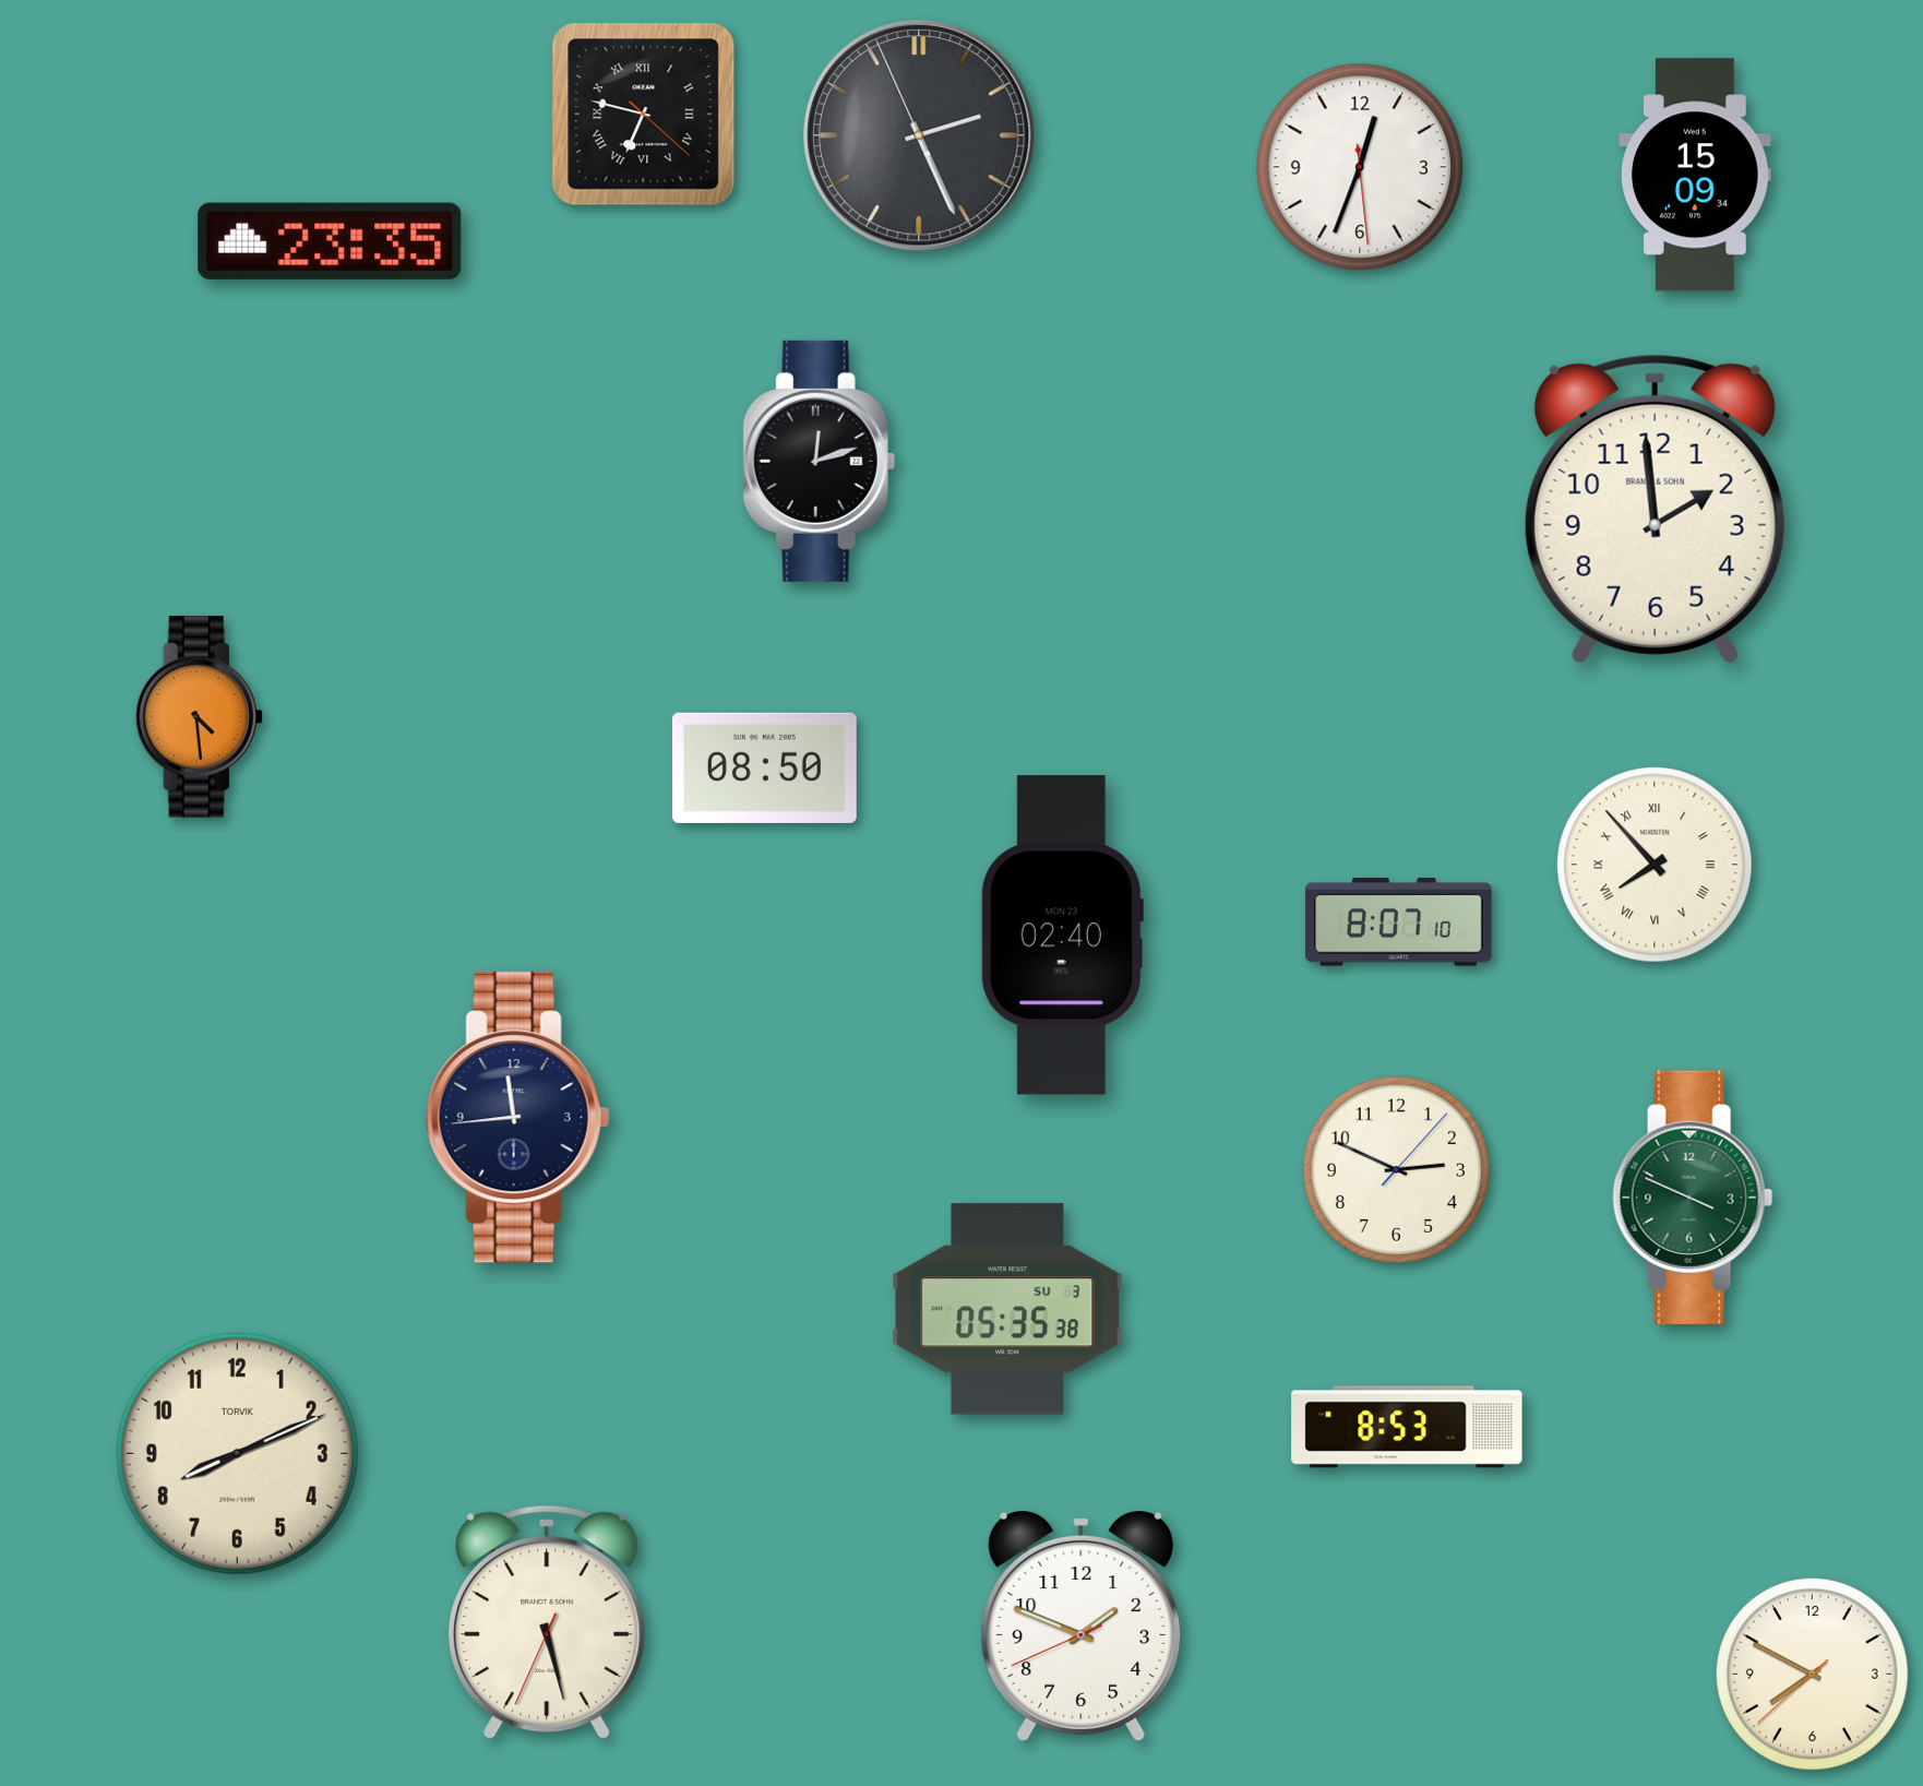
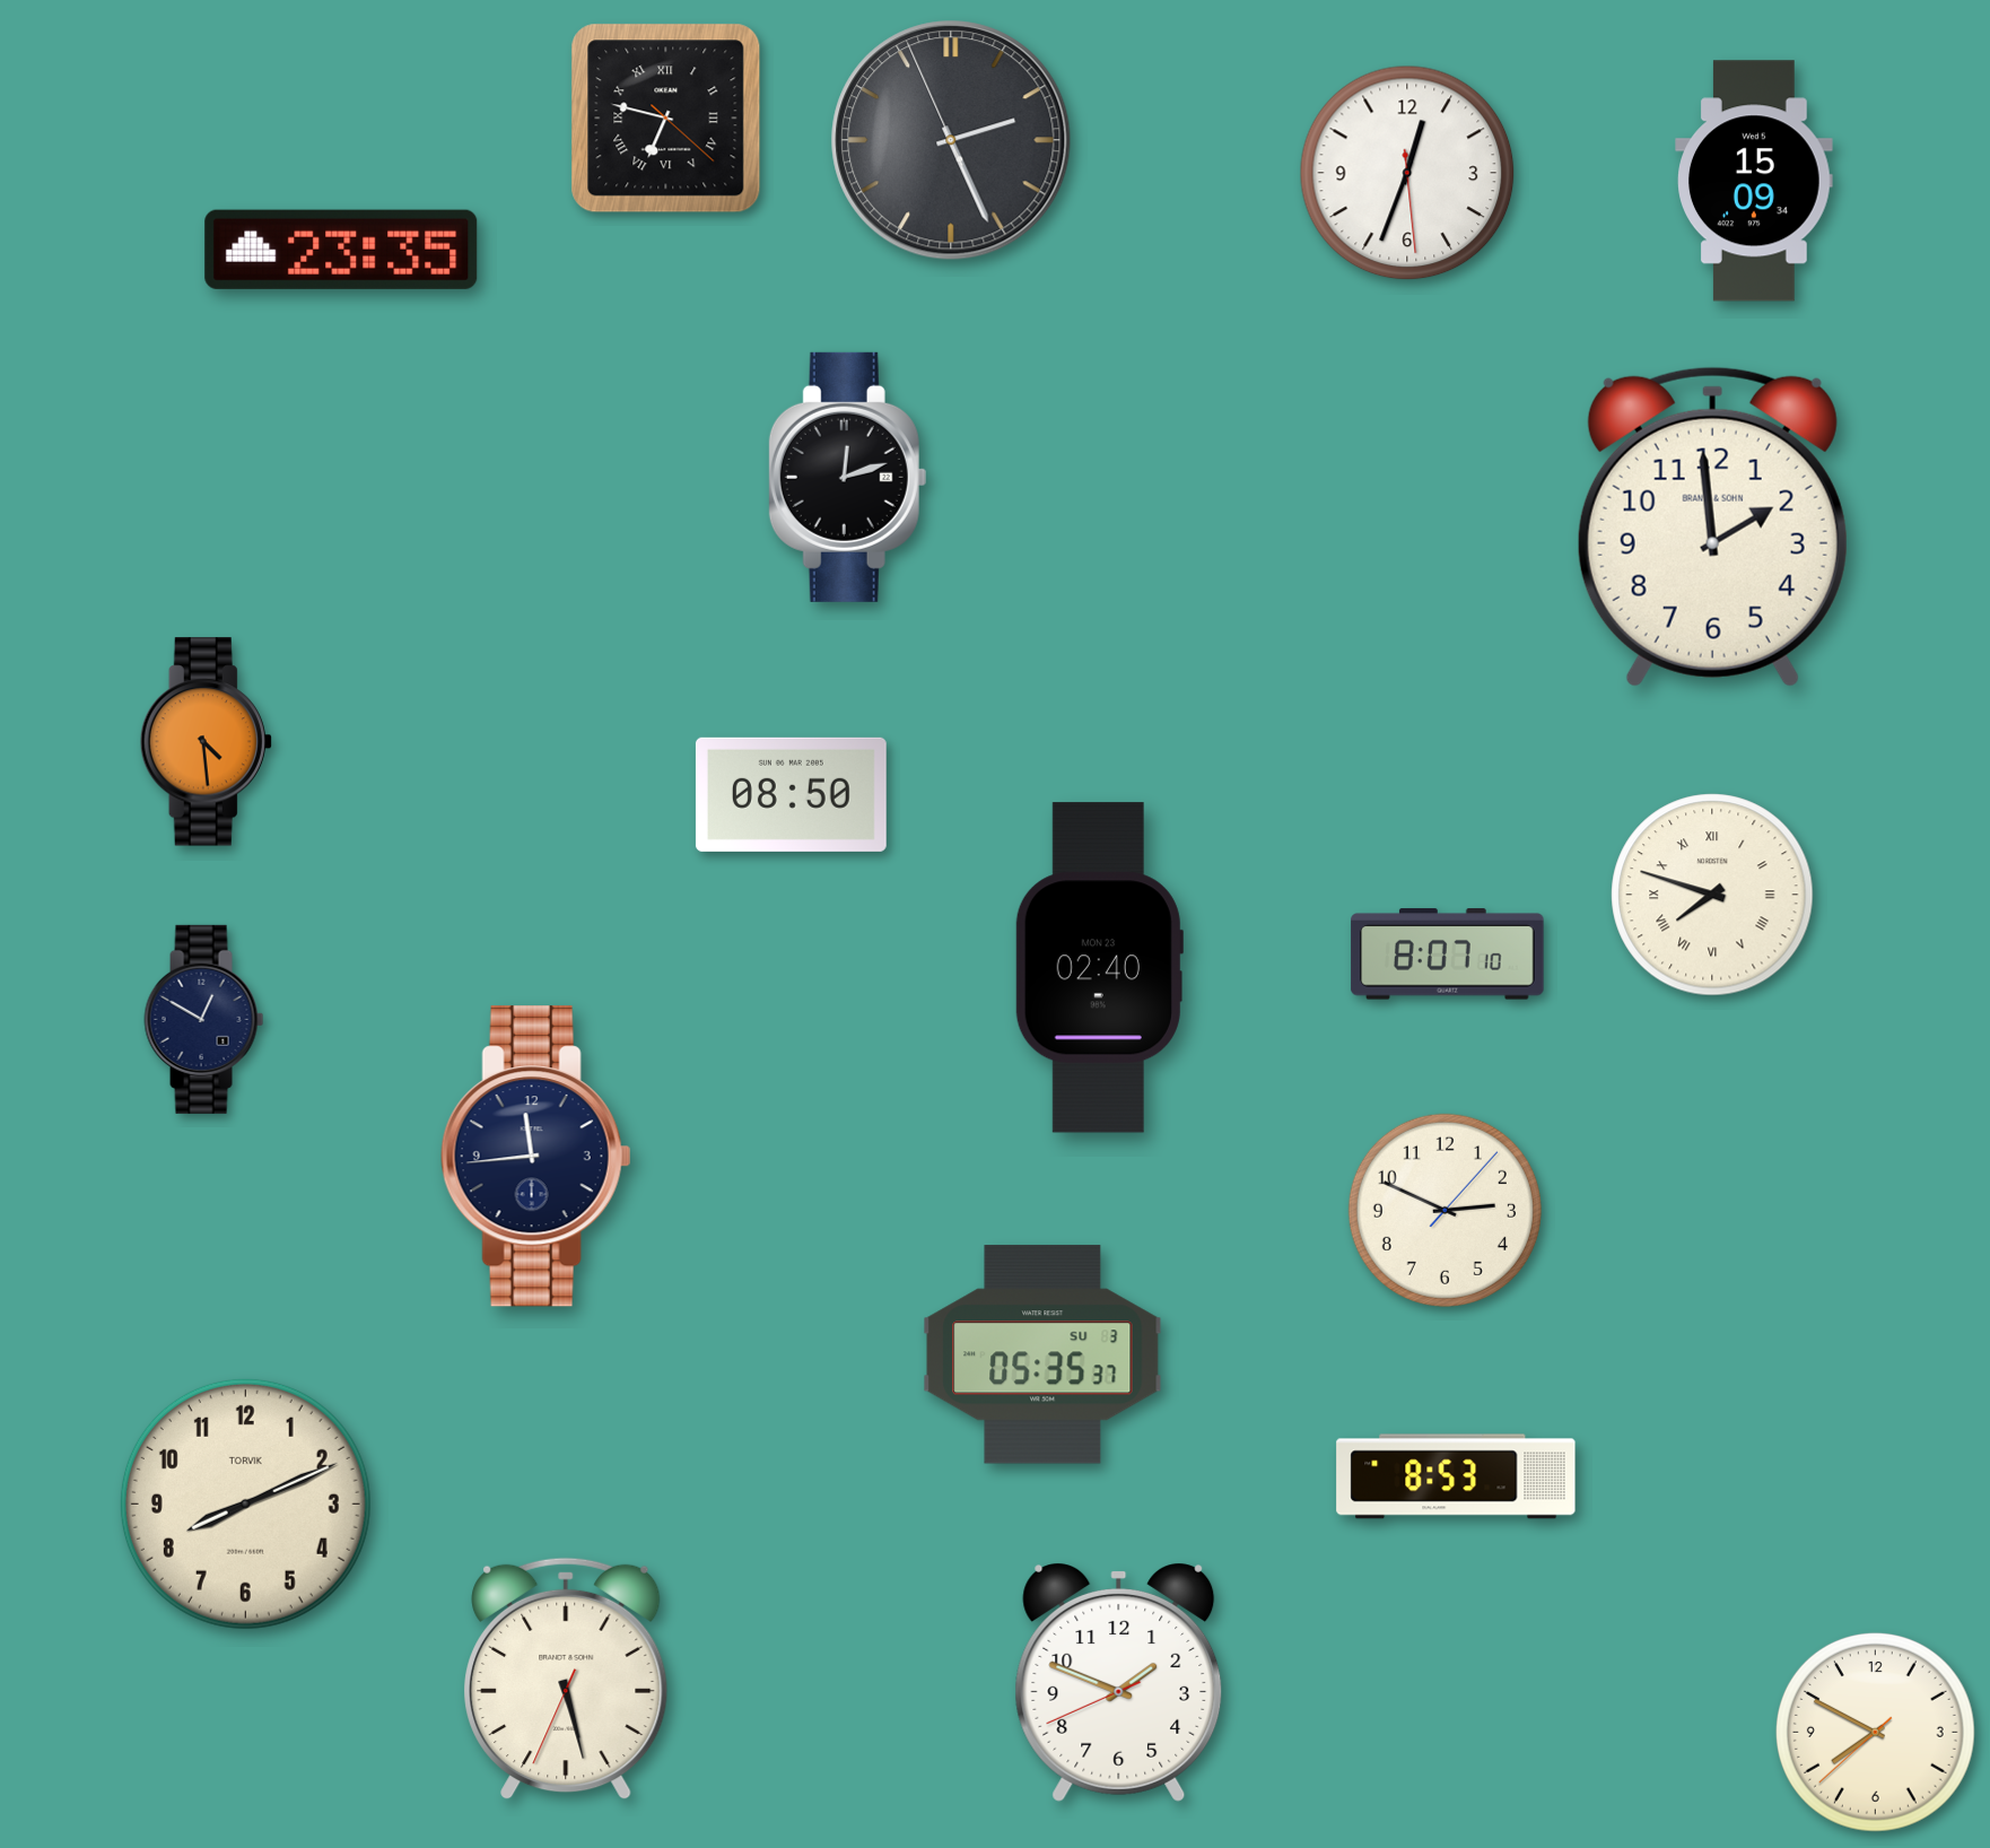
clock at (1655, 865): 7:53 -> 7:48
clock at (204, 1019): none -> 12:50
clock at (1693, 1198): 3:49 -> none
clock at (1007, 1309): 05:35:38 -> 05:35:37
